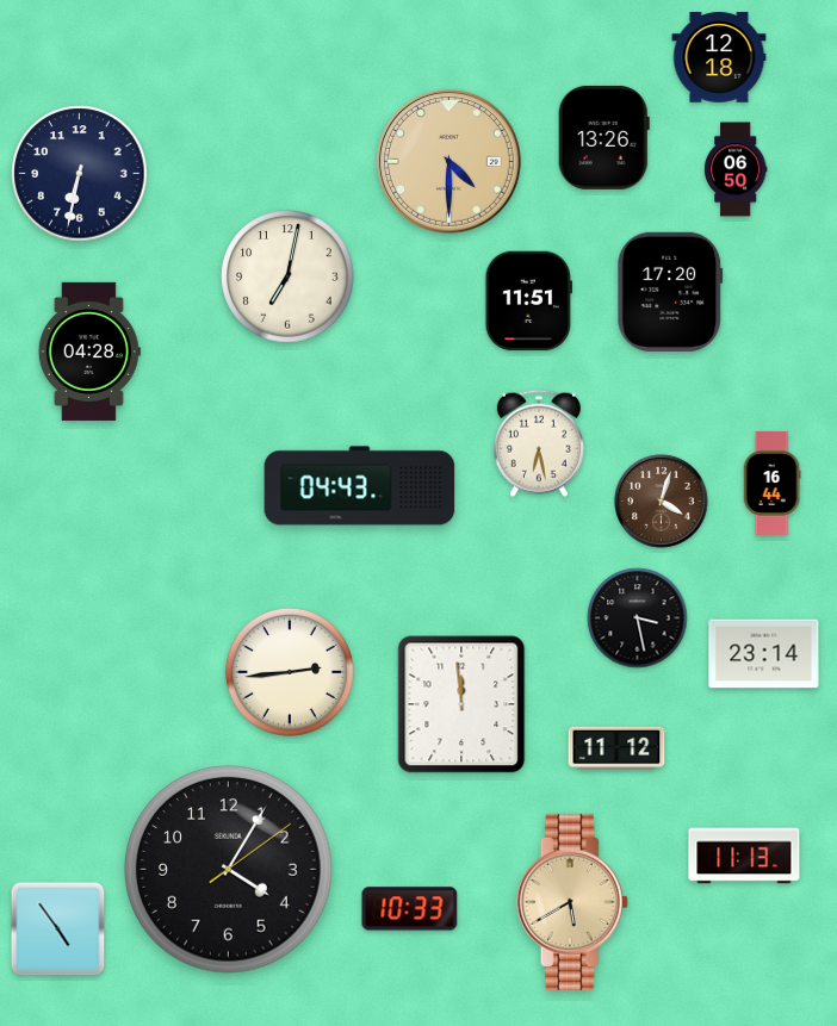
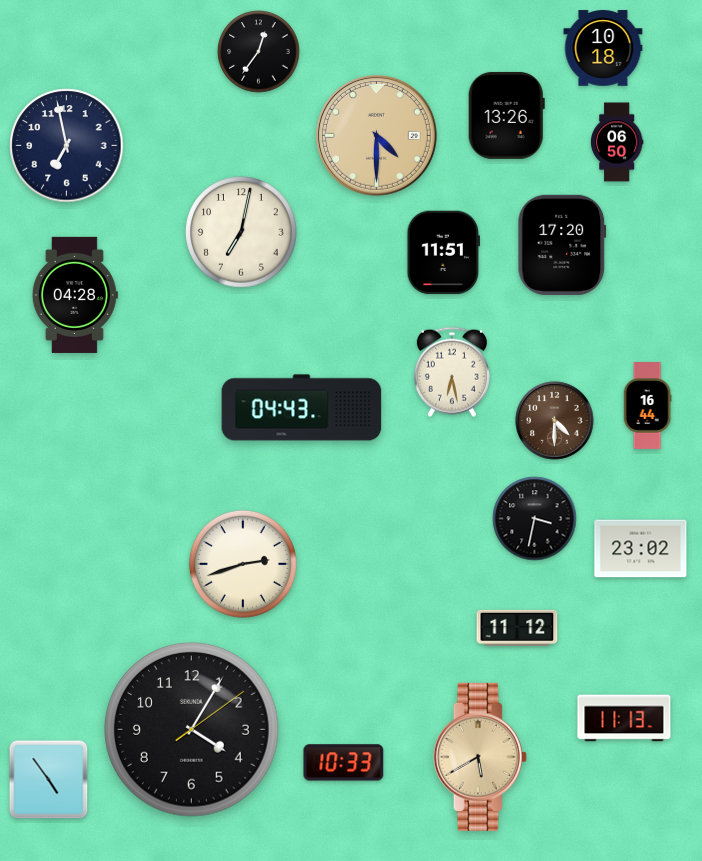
clock at (719, 57): 12:18 -> 10:18
clock at (259, 52): none -> 12:36
clock at (80, 174): 6:32 -> 6:58
clock at (662, 502): 4:03 -> 4:30
clock at (638, 618): 3:28 -> 3:32
clock at (764, 654): 23:14 -> 23:02
clock at (290, 672): 2:44 -> 2:42
clock at (461, 704): 11:59 -> none
